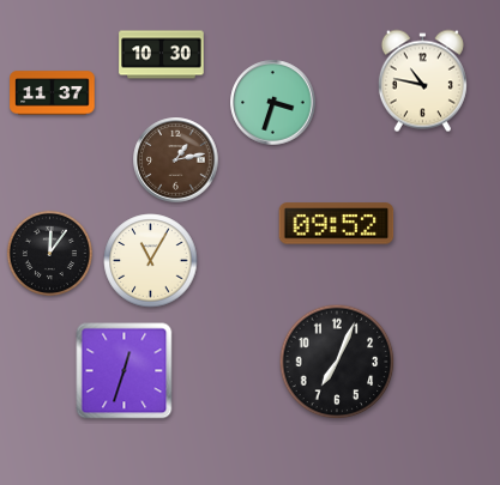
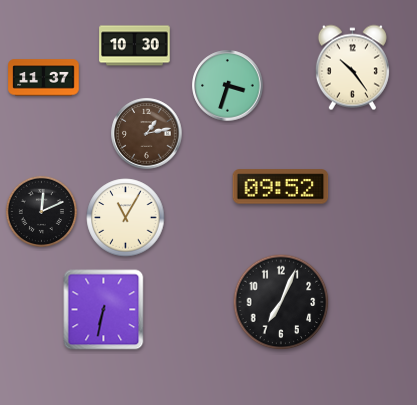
clock at (422, 81): 10:47 -> 10:24
clock at (49, 253): 12:06 -> 12:11
clock at (125, 371): 12:33 -> 6:32
